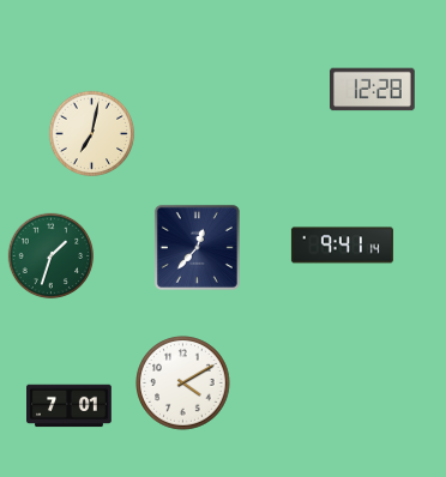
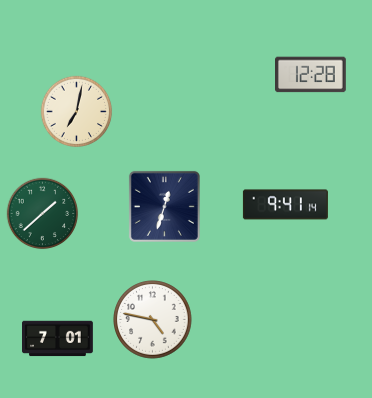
clock at (197, 247): 12:37 -> 12:33
clock at (52, 256): 1:33 -> 1:38
clock at (183, 384): 4:10 -> 4:47
